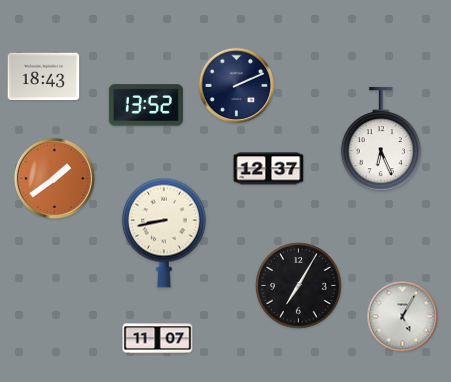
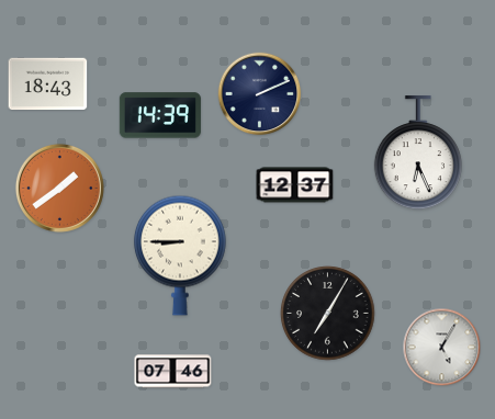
clock at (146, 105): 13:52 -> 14:39
clock at (54, 178) position: (54, 178) -> (59, 188)
clock at (164, 233): 8:43 -> 8:45
clock at (158, 339): 11:07 -> 07:46
